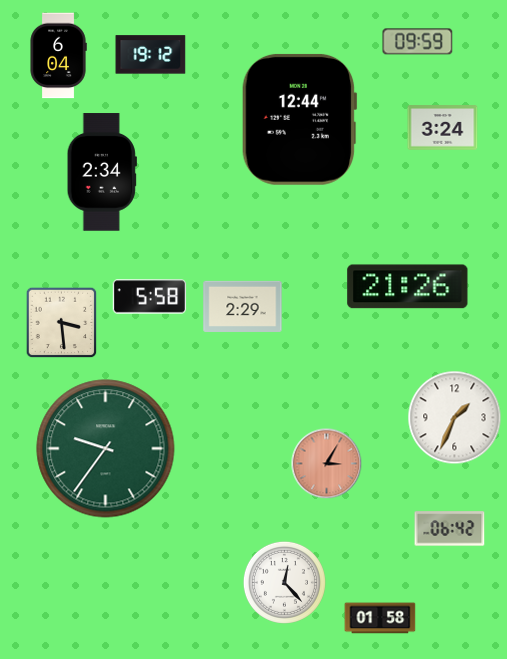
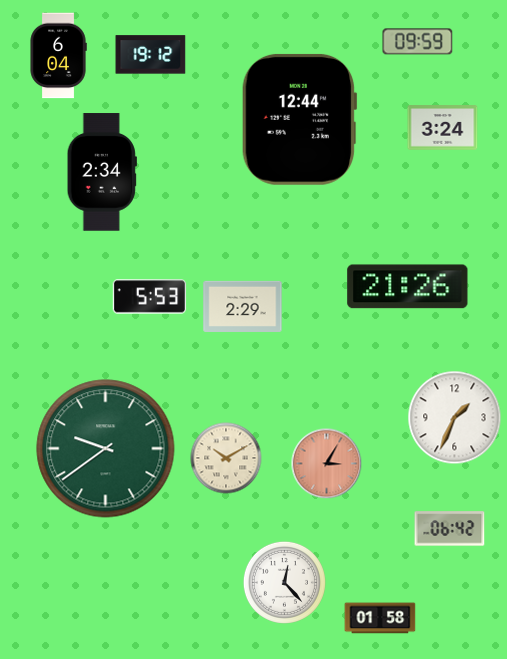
clock at (150, 297): 5:58 -> 5:53
clock at (62, 323): 3:29 -> none
clock at (106, 449): 9:36 -> 9:39
clock at (226, 458): none -> 10:10
